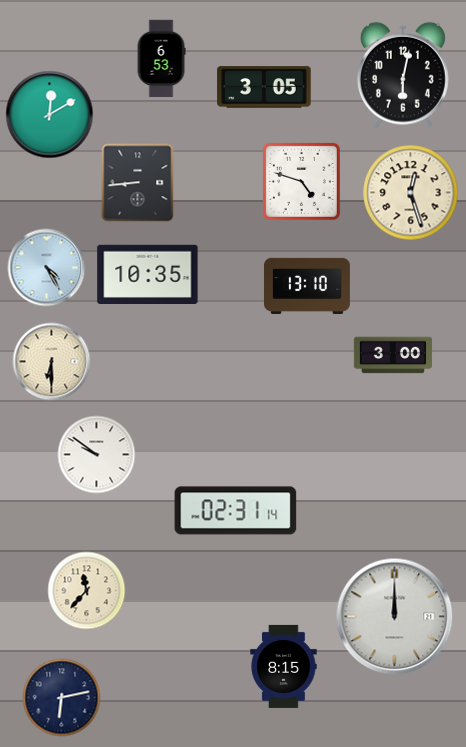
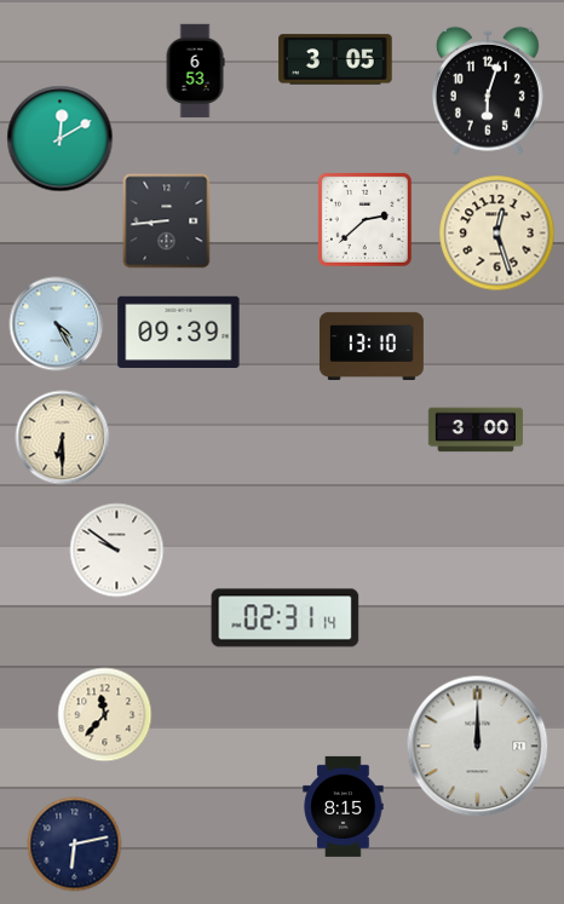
clock at (403, 75): 6:02 -> 6:03
clock at (264, 87) position: (264, 87) -> (335, 59)
clock at (301, 181): 4:48 -> 2:38
clock at (148, 274): 10:35 -> 09:39
